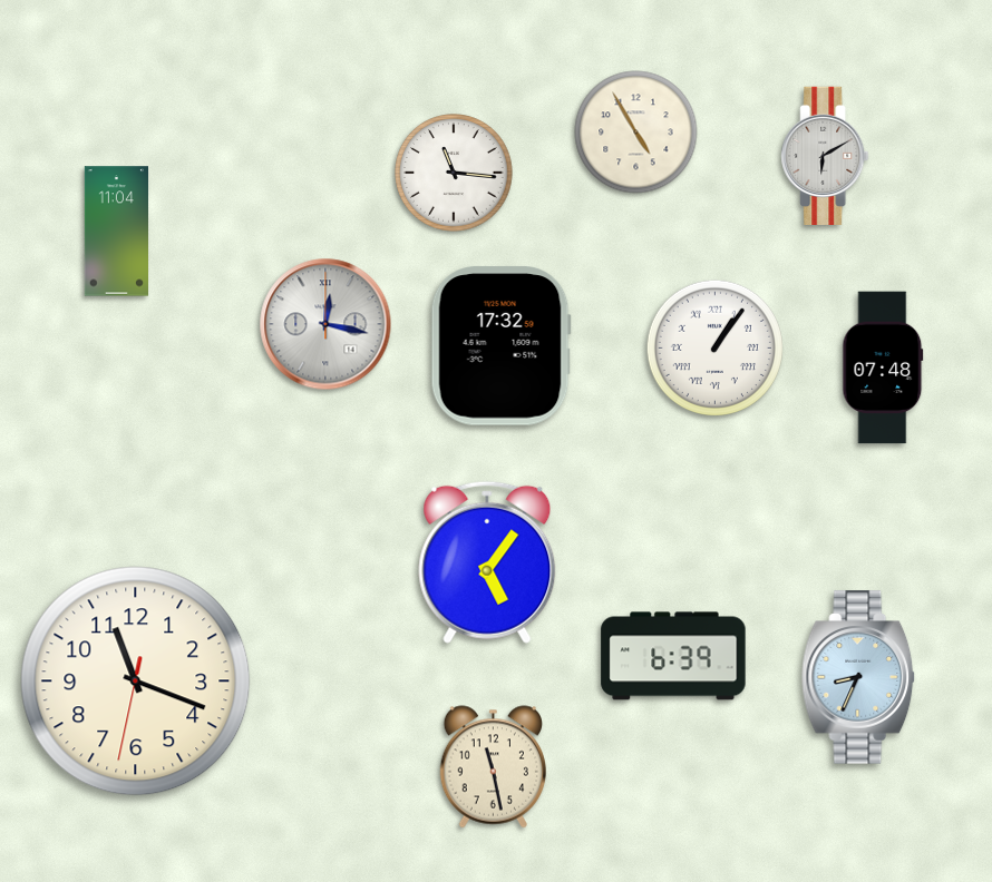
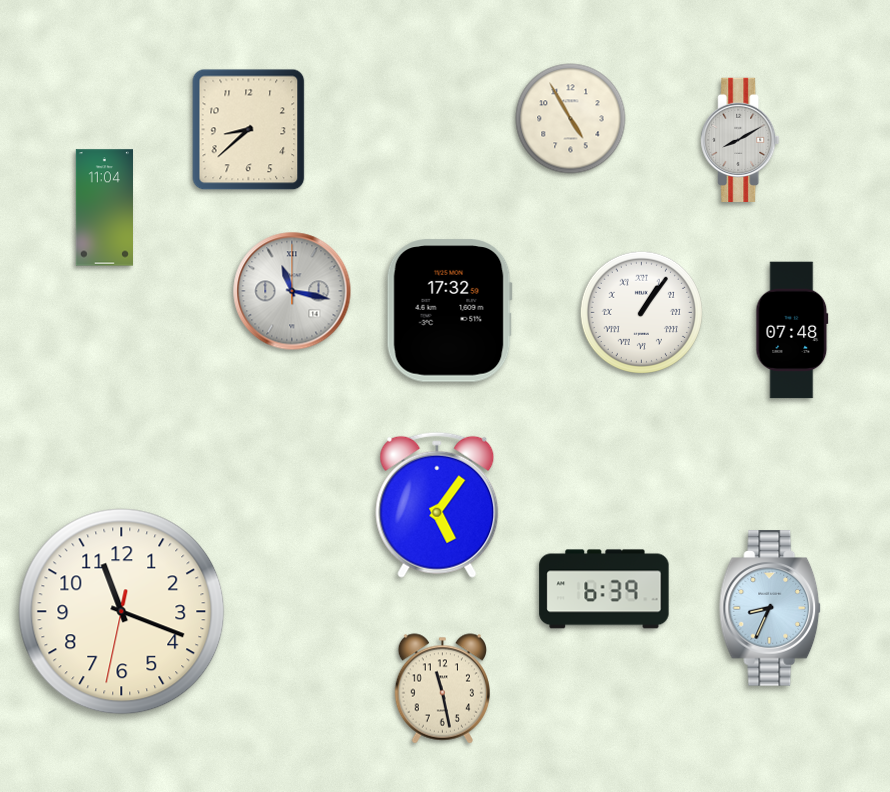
clock at (249, 130): none -> 8:38
clock at (825, 156): 6:10 -> 8:10
clock at (454, 173): 11:16 -> none
clock at (325, 324): 12:17 -> 11:17
